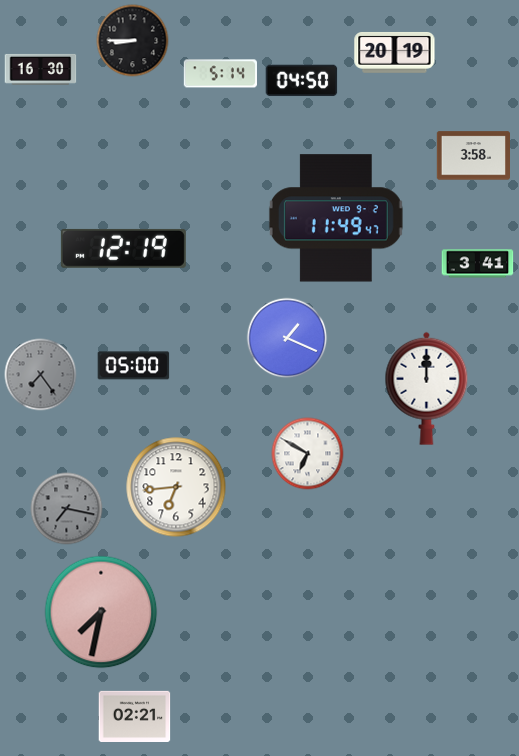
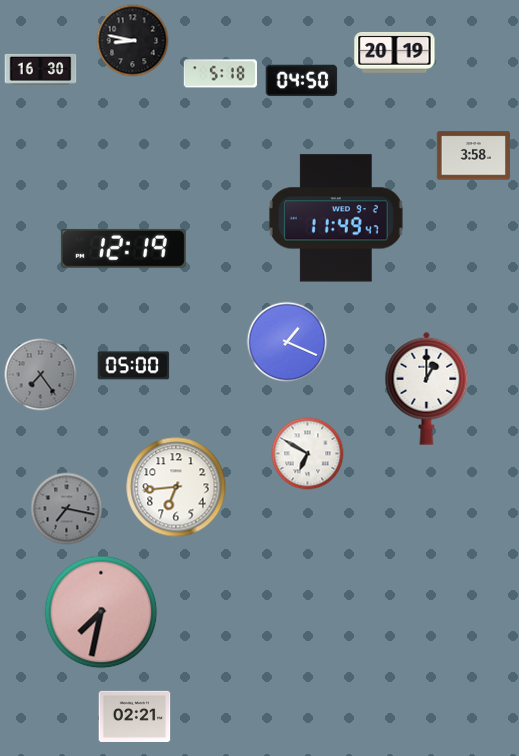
clock at (133, 41): 8:45 -> 8:47
clock at (220, 74): 5:14 -> 5:18
clock at (478, 264): 3:41 -> none
clock at (287, 338) position: (287, 338) -> (287, 342)
clock at (427, 388): 12:00 -> 1:00
